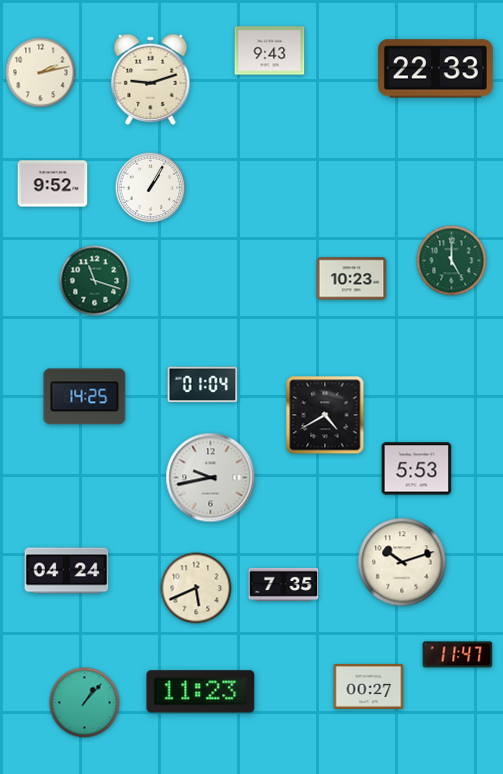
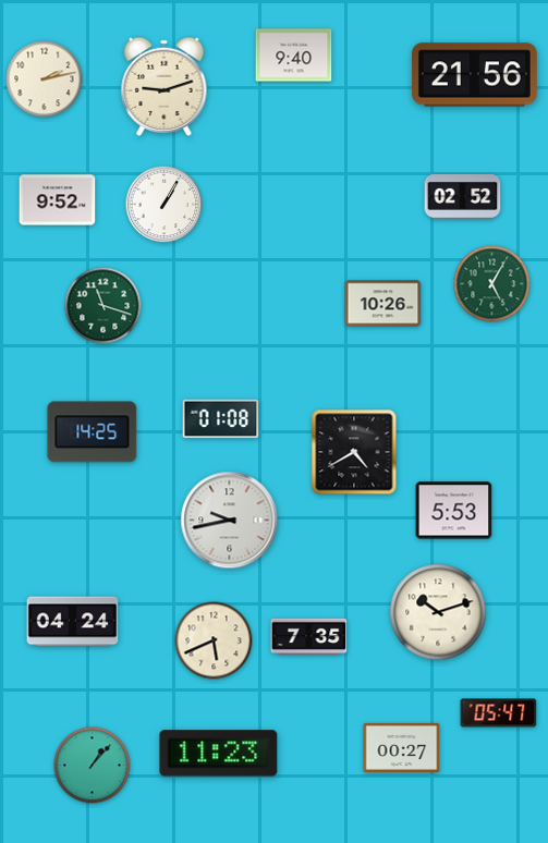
clock at (270, 51): 9:43 -> 9:40
clock at (435, 69): 22:33 -> 21:56
clock at (463, 197): none -> 02:52
clock at (452, 261): 5:00 -> 5:05
clock at (352, 279): 10:23 -> 10:26
clock at (203, 385): 01:04 -> 01:08
clock at (458, 655): 11:47 -> 05:47
